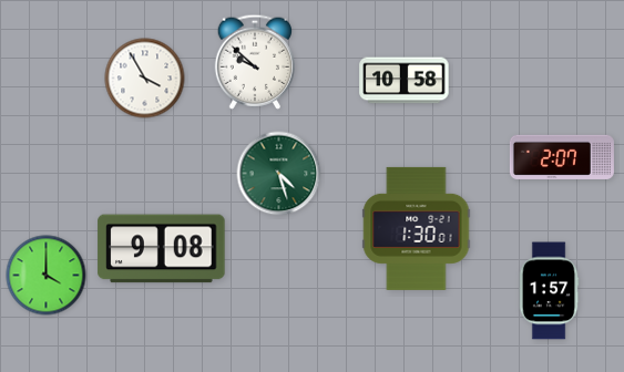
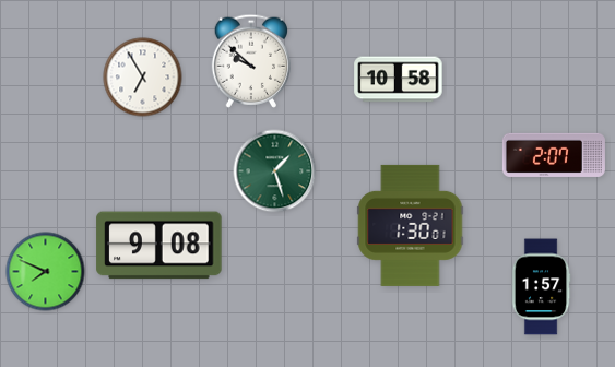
clock at (145, 79): 3:55 -> 6:55
clock at (279, 174): 4:27 -> 1:27
clock at (47, 276): 4:00 -> 7:49
